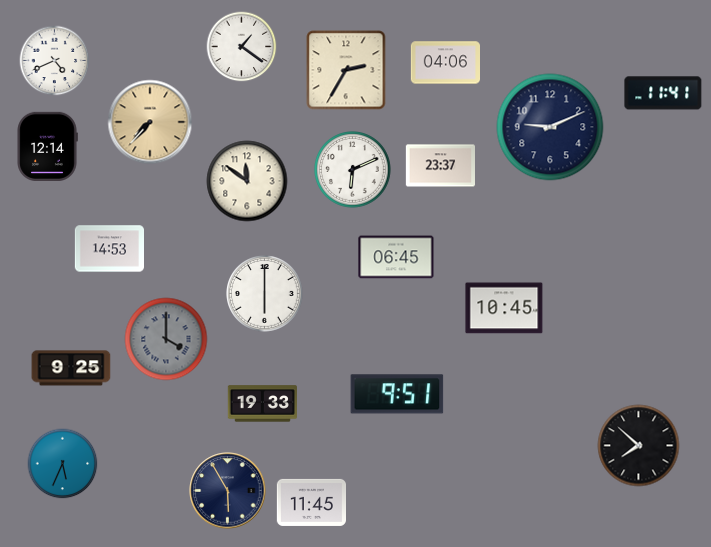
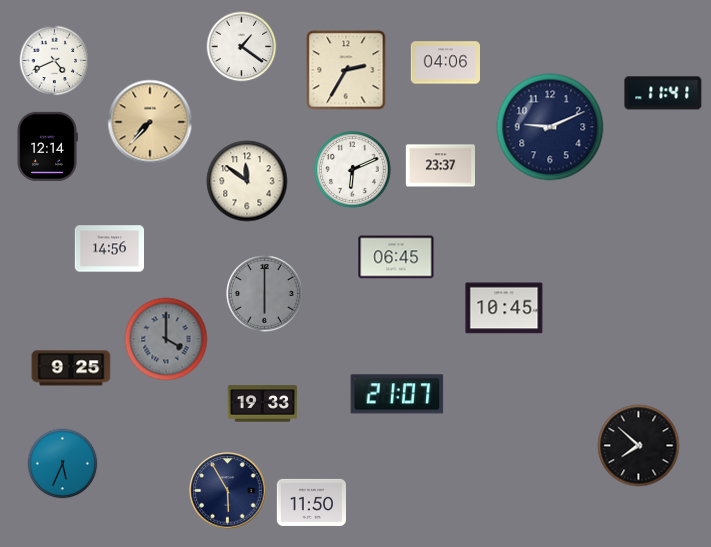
clock at (109, 249): 14:53 -> 14:56
clock at (265, 294) dial: white -> grey
clock at (397, 394): 9:51 -> 21:07
clock at (311, 502): 11:45 -> 11:50
